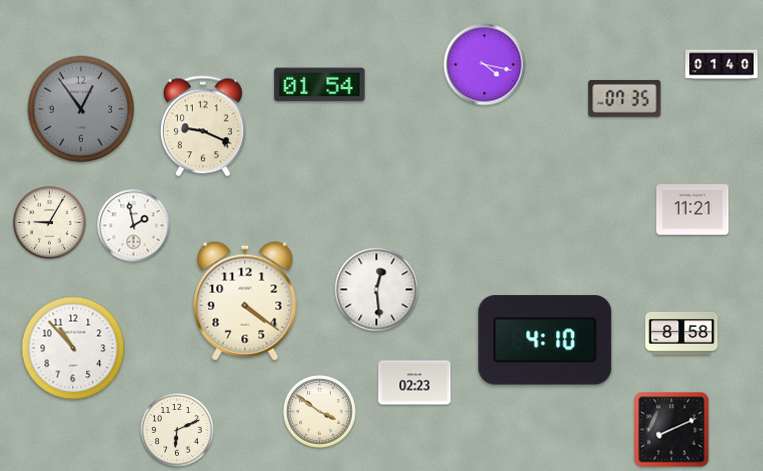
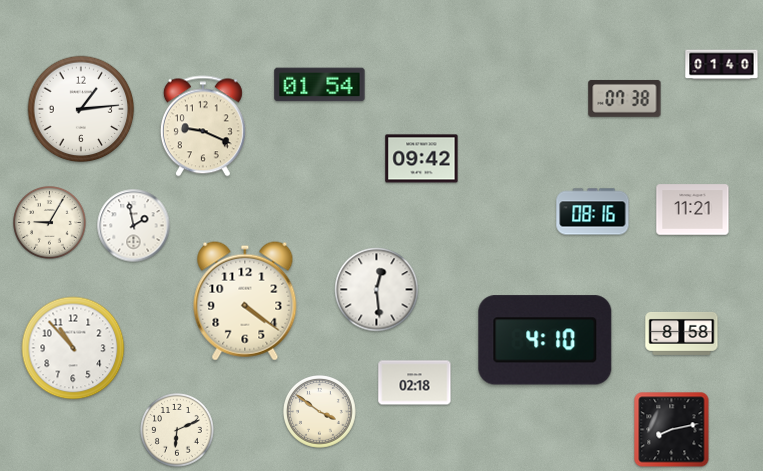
clock at (485, 65): 4:17 -> none
clock at (625, 98): 07:35 -> 07:38
clock at (81, 109): 12:54 -> 1:14
clock at (81, 109) dial: grey -> white
clock at (422, 159): none -> 09:42
clock at (593, 212): none -> 08:16
clock at (415, 383): 02:23 -> 02:18
clock at (672, 430): 8:11 -> 8:13
